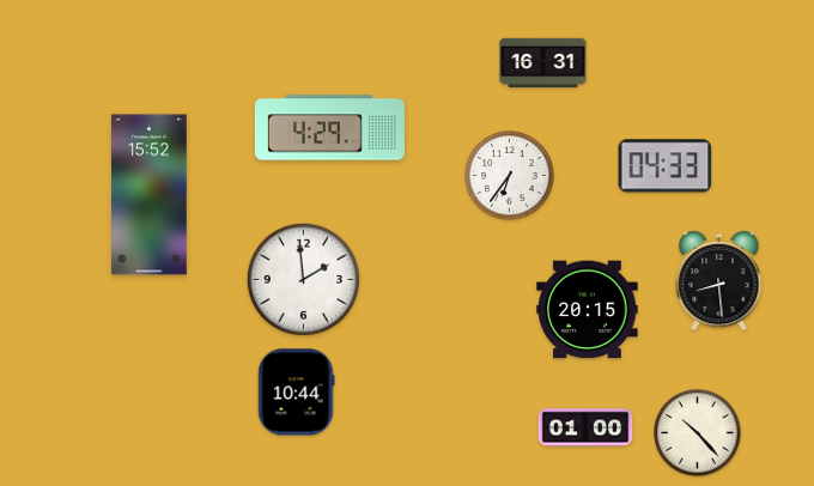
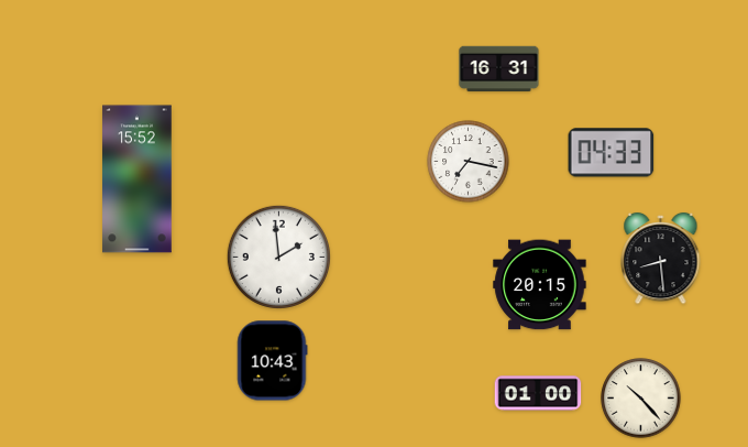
clock at (543, 63) position: (543, 63) -> (499, 69)
clock at (329, 128): 4:29 -> none
clock at (510, 176): 6:36 -> 7:17
clock at (297, 393): 10:44 -> 10:43
